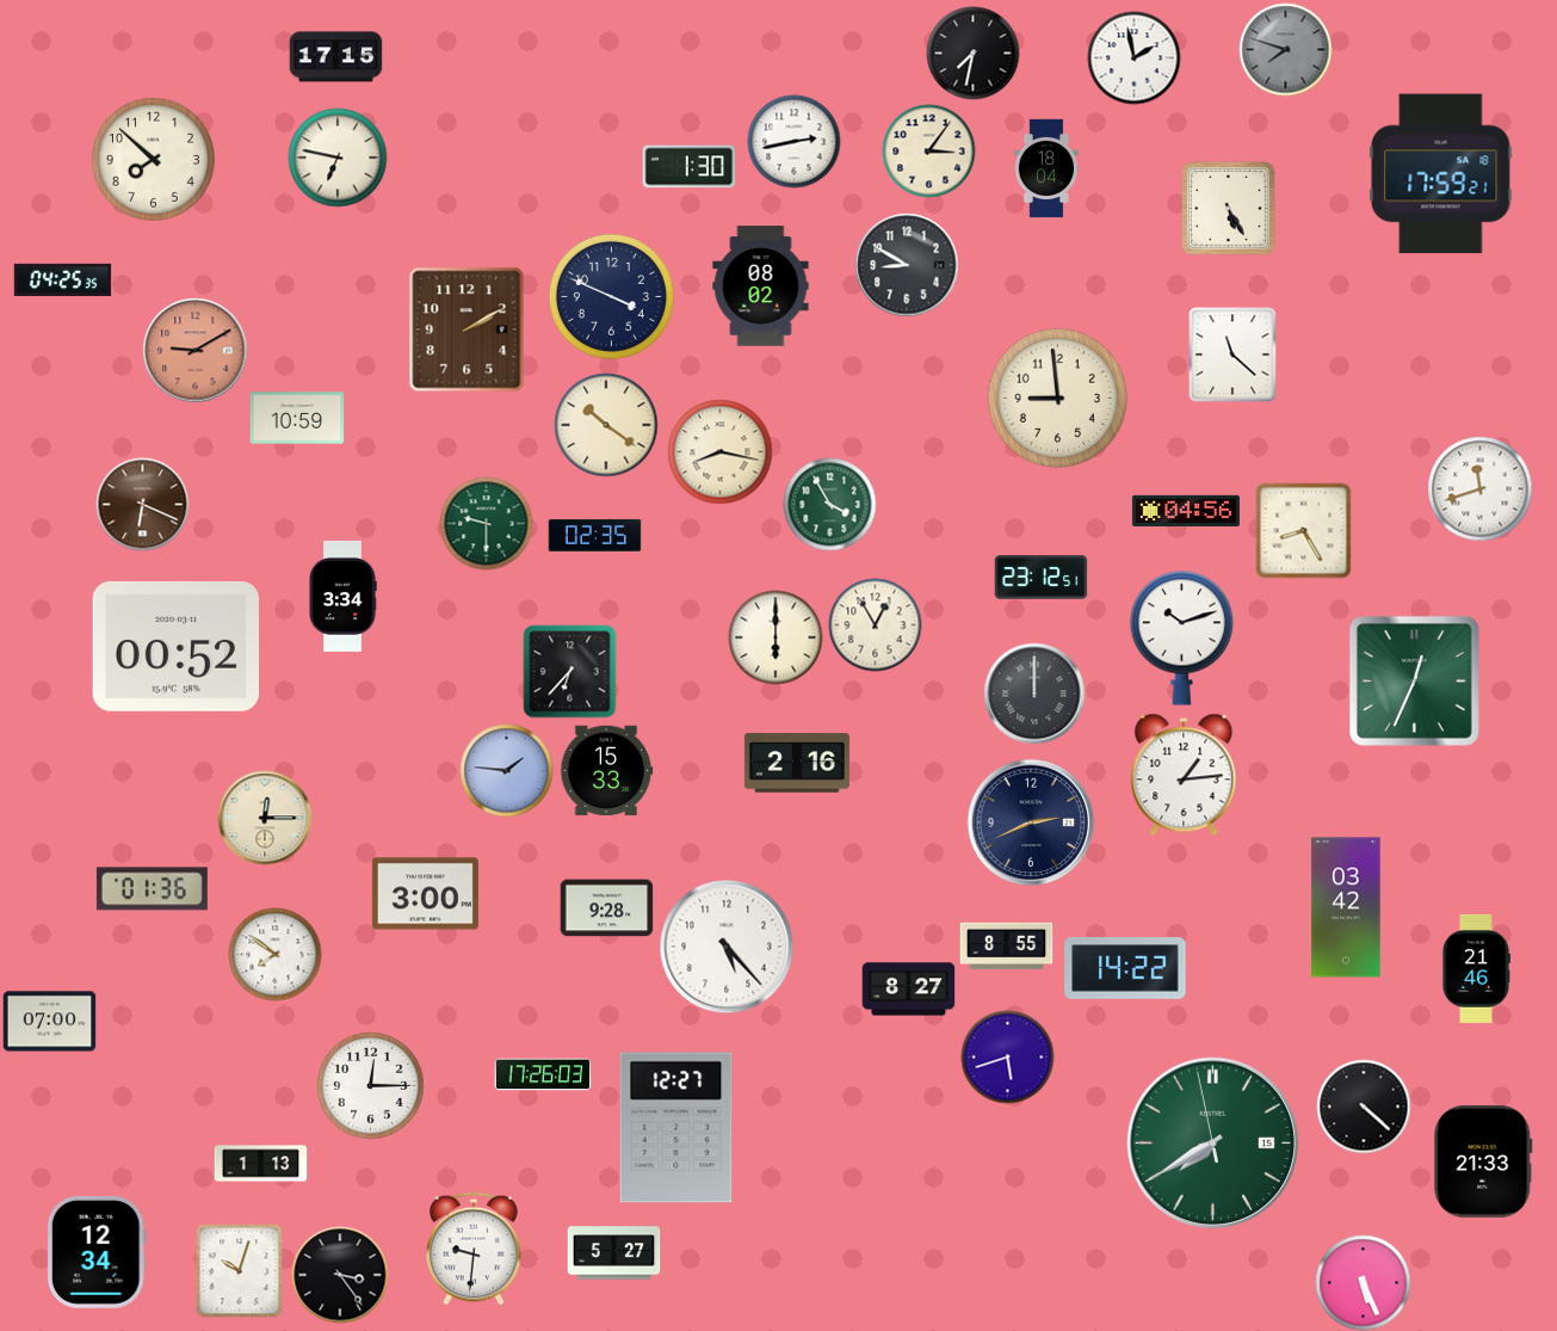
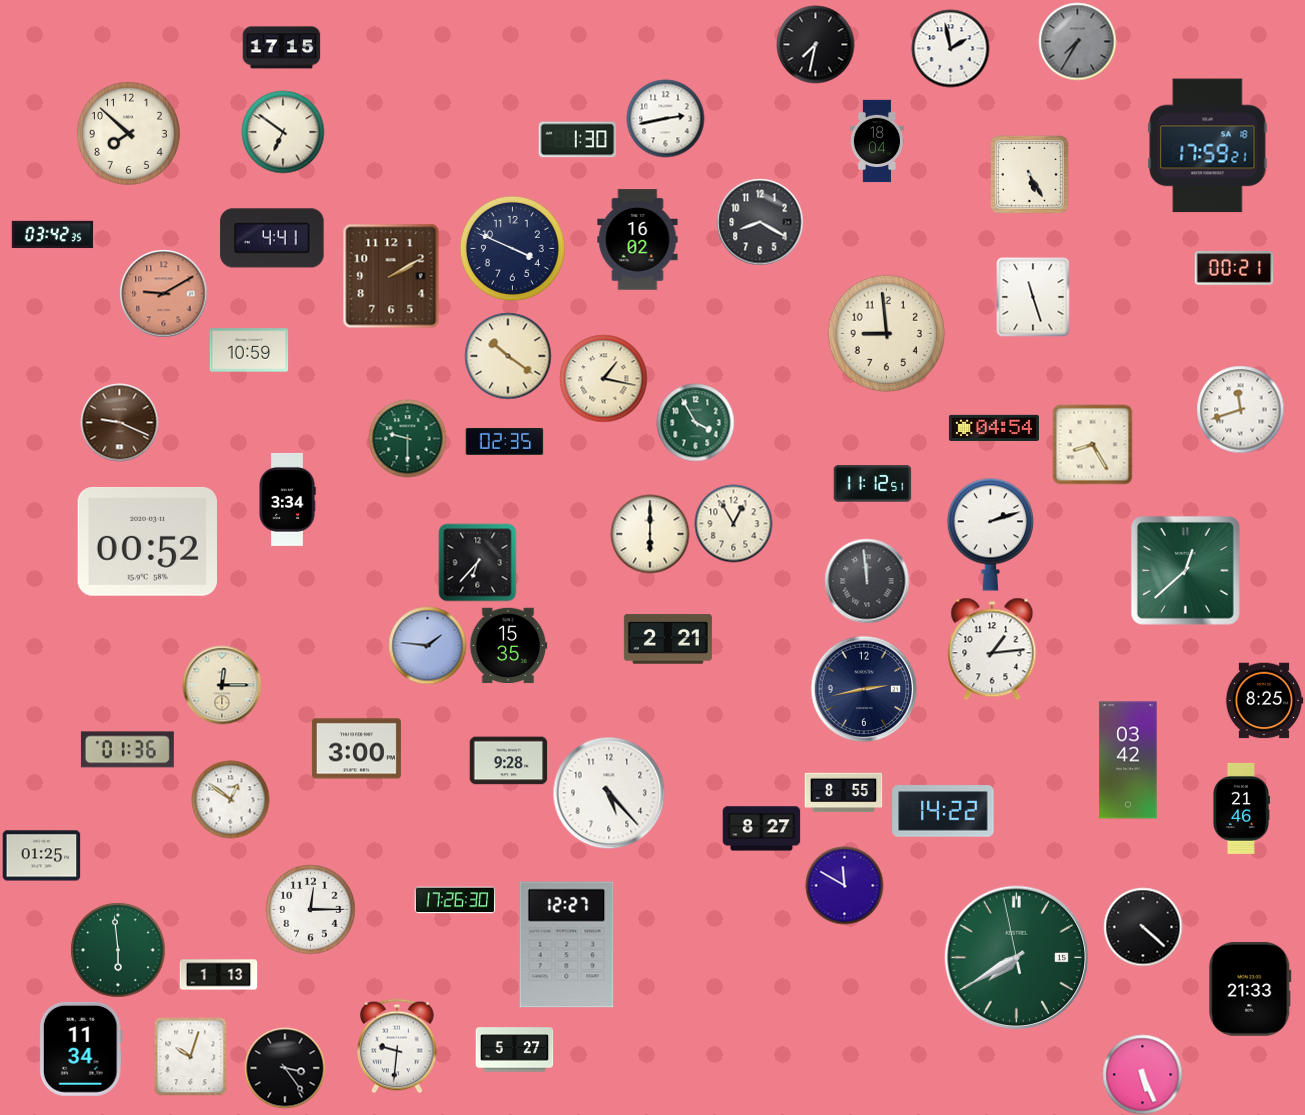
clock at (1285, 49): 7:48 -> 7:35
clock at (928, 150): 3:06 -> none
clock at (338, 158): 6:47 -> 6:51
clock at (907, 265): 8:50 -> 8:20
clock at (62, 281): 04:25 -> 03:42
clock at (272, 238): none -> 4:41
clock at (761, 286): 08:02 -> 16:02
clock at (1234, 269): none -> 00:21
clock at (1232, 355): 11:22 -> 11:27
clock at (719, 451): 8:17 -> 1:17
clock at (142, 504): 6:19 -> 9:19
clock at (1186, 511): 04:56 -> 04:54
clock at (594, 535) position: (594, 535) -> (504, 441)
clock at (1040, 578): 23:12 -> 11:12
clock at (1181, 637): 10:12 -> 2:12
clock at (1414, 680): 12:34 -> 12:38
clock at (1034, 694): 12:00 -> 11:59
clock at (797, 763): 2:16 -> 2:21
clock at (506, 770) position: (506, 770) -> (427, 645)
clock at (606, 771): 15:33 -> 15:35
clock at (1031, 822): 2:41 -> 2:43
clock at (1264, 701): none -> 8:25
clock at (152, 889) position: (152, 889) -> (127, 750)
clock at (274, 954): 7:51 -> 12:51
clock at (1476, 968) position: (1476, 968) -> (1241, 808)
clock at (49, 1022): 07:00 -> 01:25
clock at (1007, 1056): 5:42 -> 11:50
clock at (543, 1074): 17:26:03 -> 17:26:30
clock at (118, 950): none -> 5:59
clock at (1483, 1161) position: (1483, 1161) -> (1250, 989)
clock at (97, 1252): 12:34 -> 11:34
clock at (240, 1270) position: (240, 1270) -> (191, 1056)
